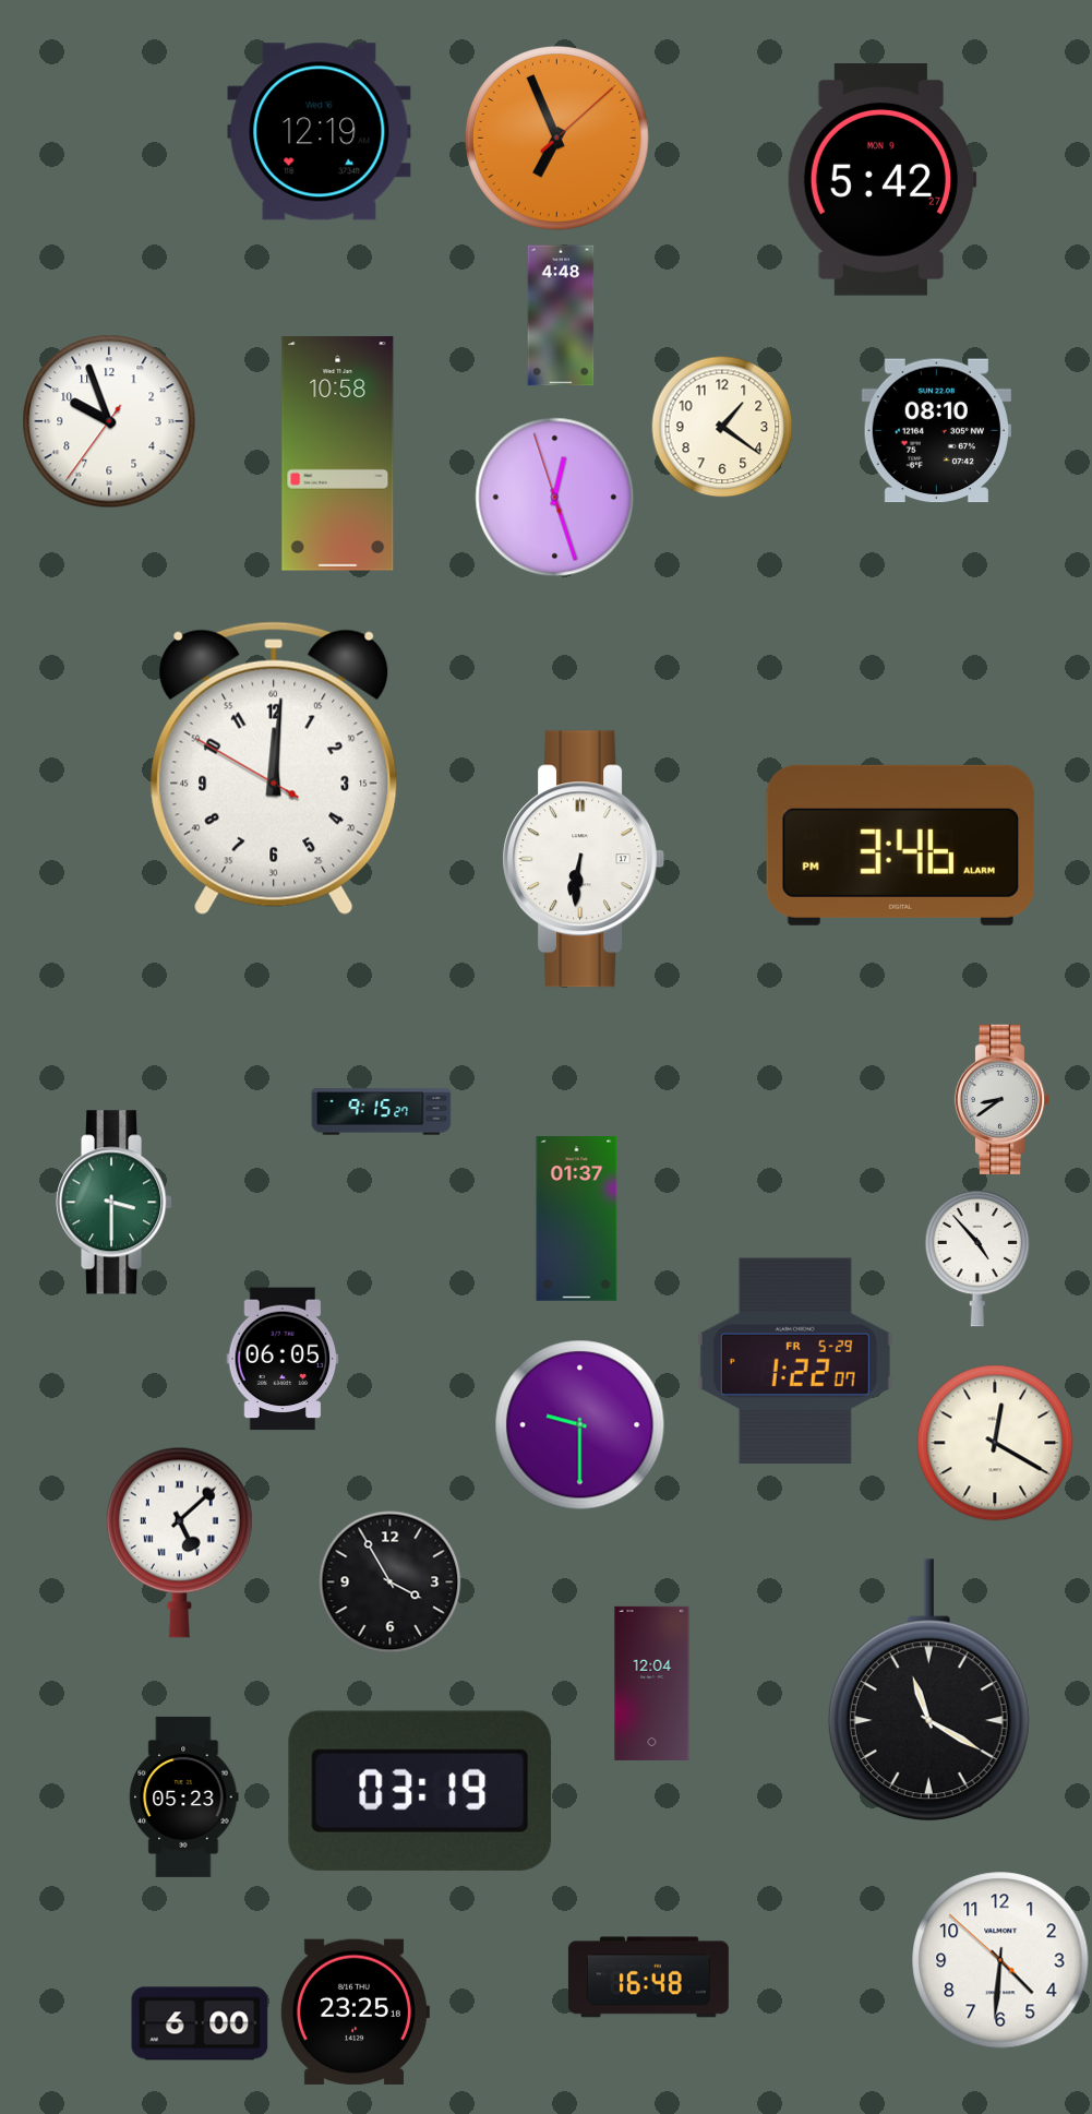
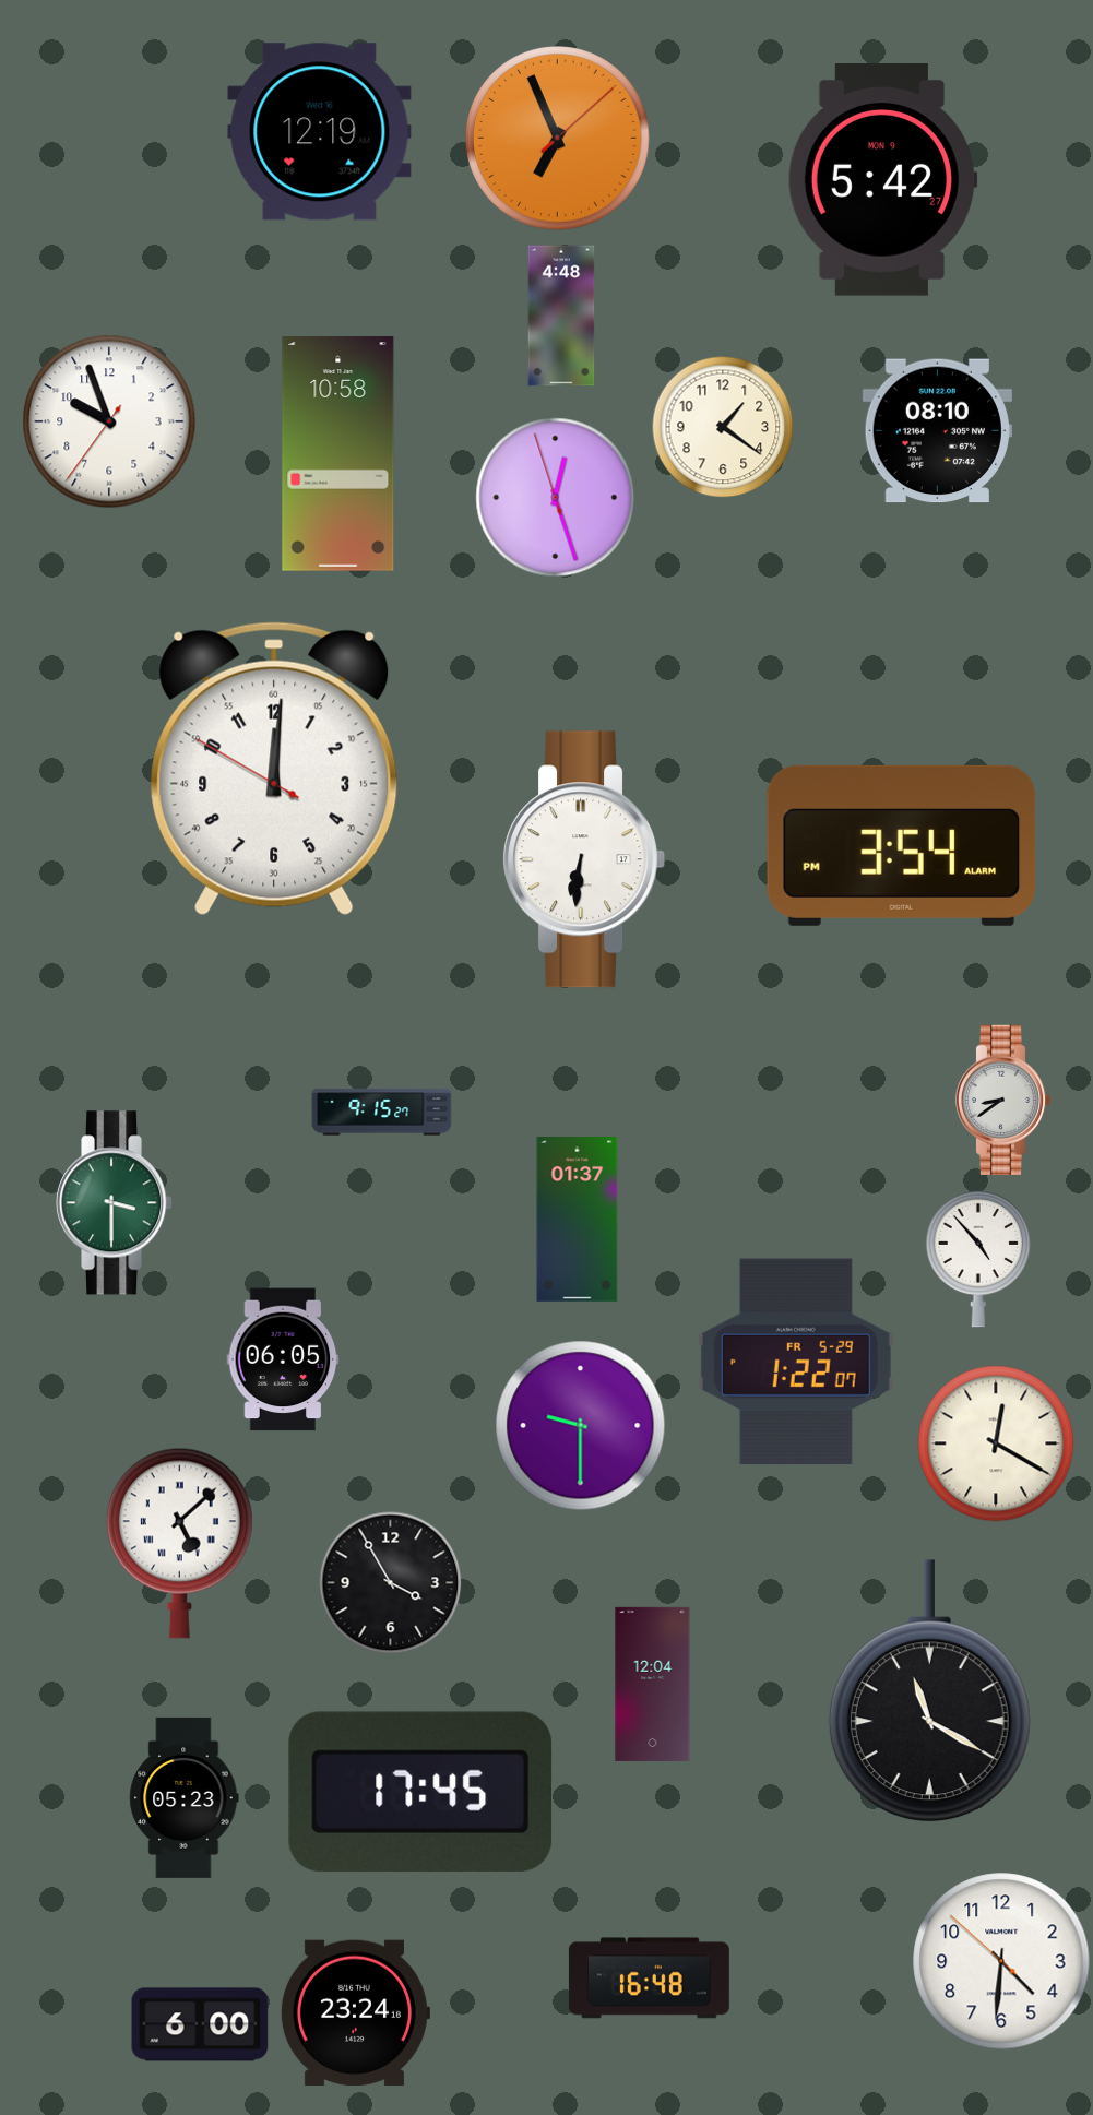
clock at (901, 845): 3:46 -> 3:54
clock at (420, 1791): 03:19 -> 17:45
clock at (355, 2011): 23:25 -> 23:24
